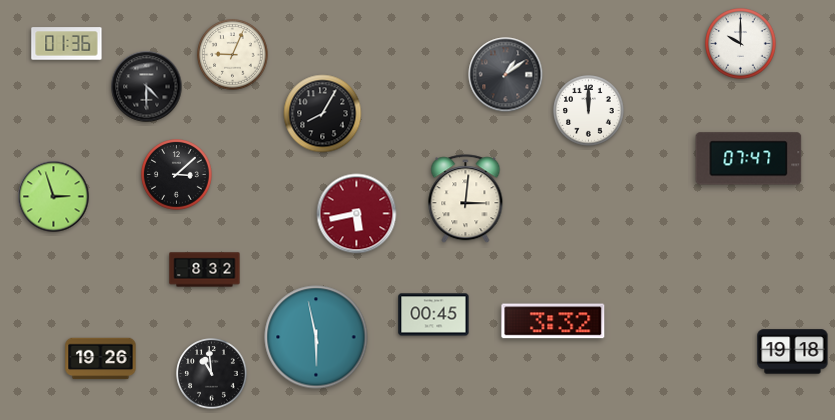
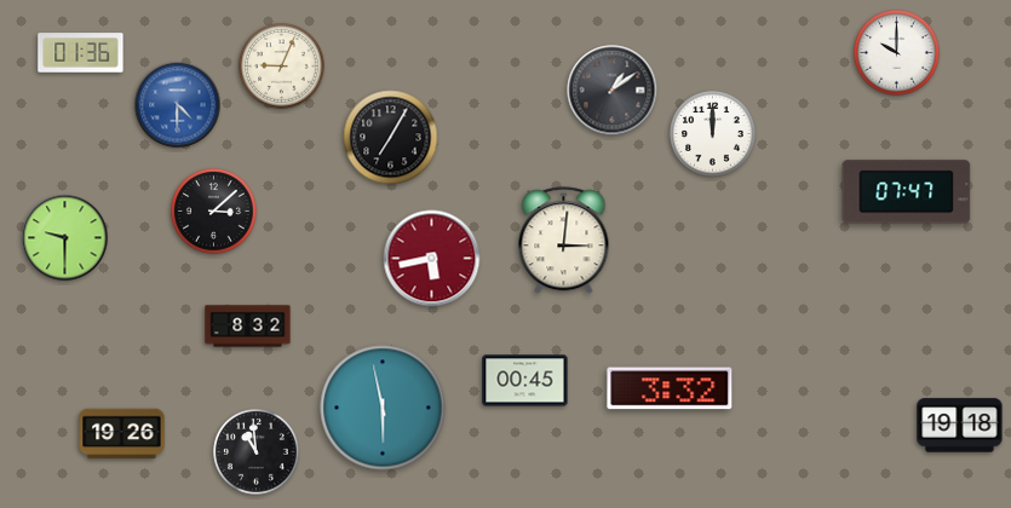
clock at (147, 87) dial: black -> blue
clock at (323, 114): 8:05 -> 7:05
clock at (54, 197): 2:57 -> 9:30
